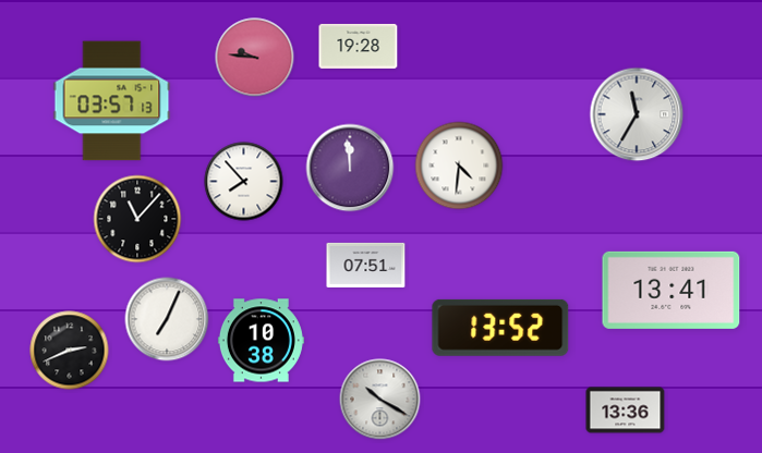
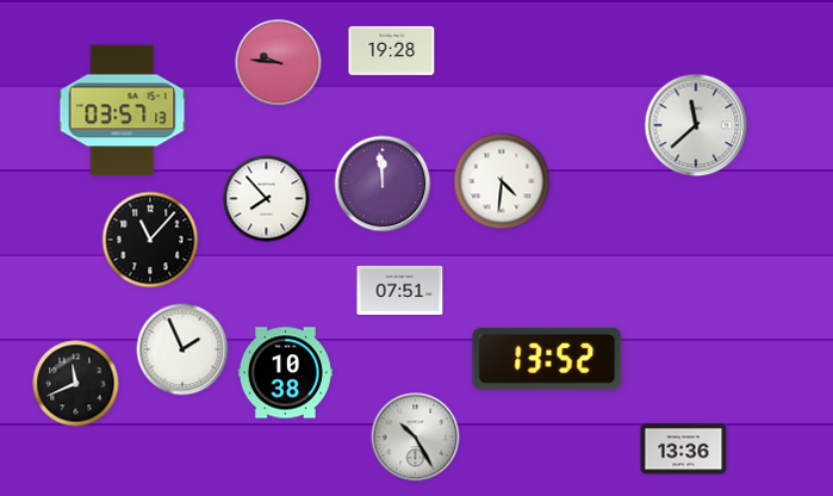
clock at (637, 114): 11:35 -> 11:38
clock at (672, 290): 13:41 -> none
clock at (167, 319): 7:04 -> 1:56
clock at (70, 351): 2:41 -> 11:41
clock at (380, 400): 10:20 -> 10:25
